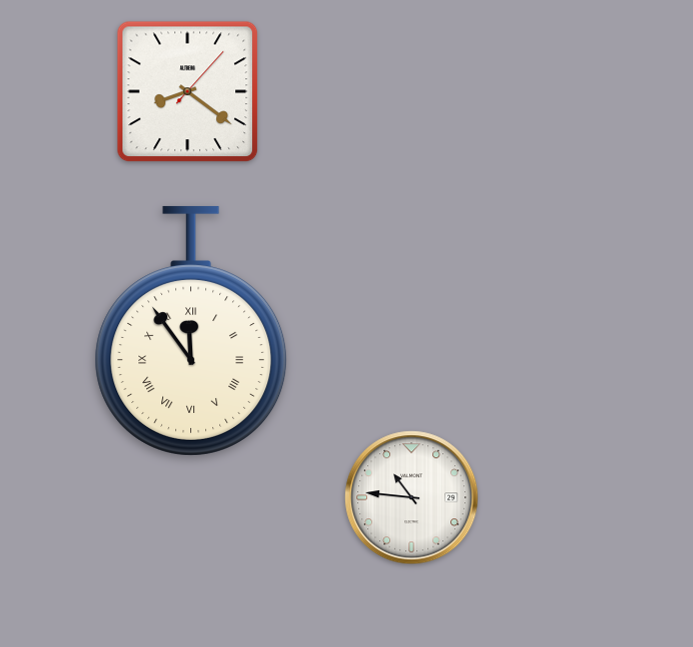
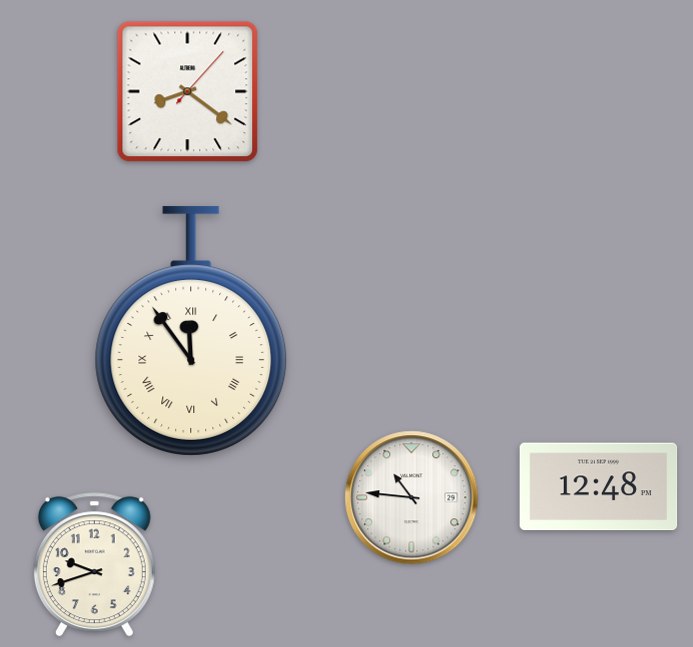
clock at (599, 487): none -> 12:48
clock at (94, 565): none -> 9:42
